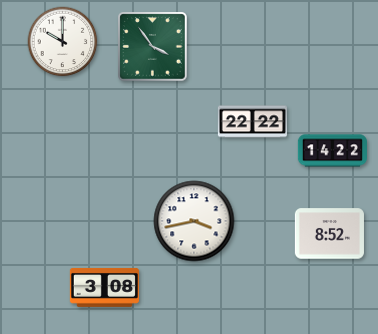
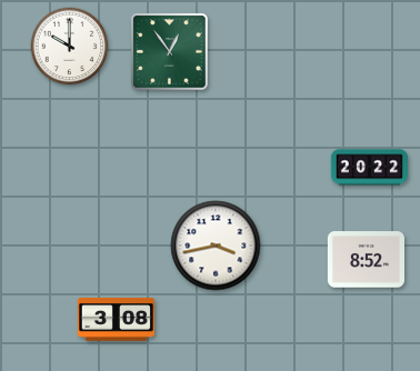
clock at (153, 47): 3:54 -> 12:54
clock at (252, 122): 22:22 -> none
clock at (332, 151): 14:22 -> 20:22
